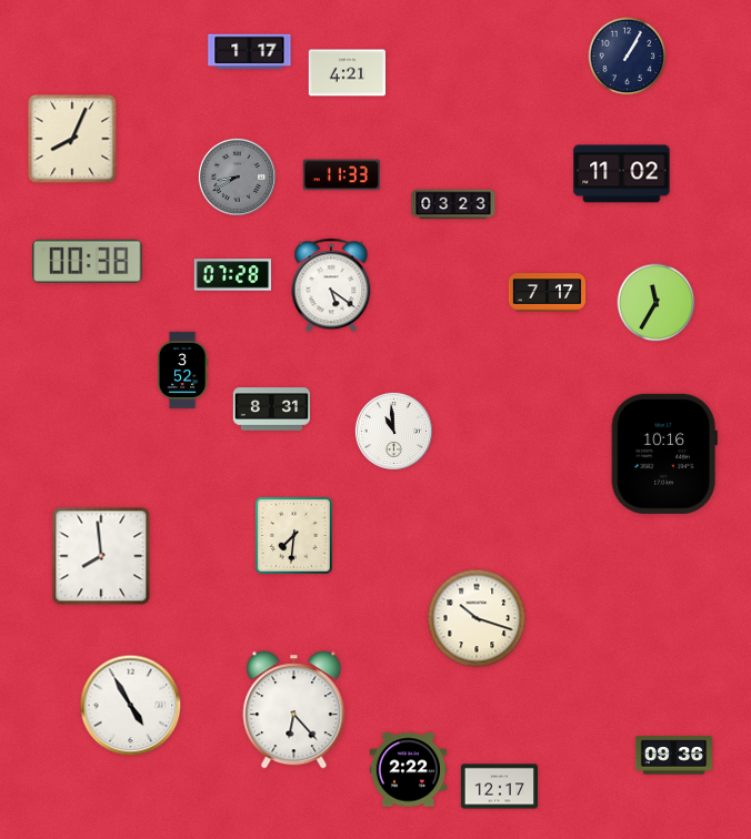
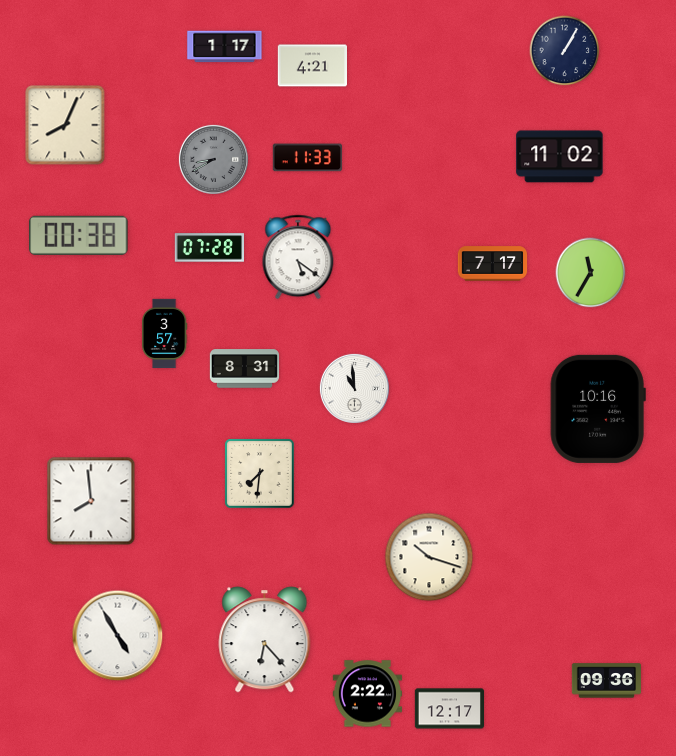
clock at (453, 204): 03:23 -> none
clock at (182, 371): 3:52 -> 3:57
clock at (294, 536) position: (294, 536) -> (260, 474)
